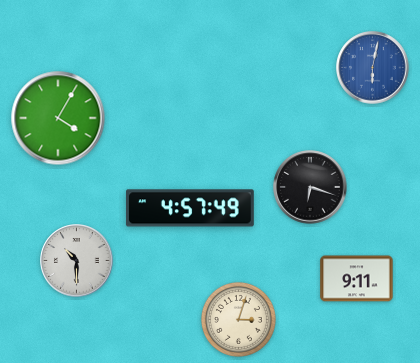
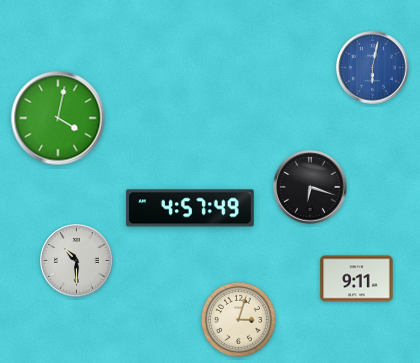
clock at (58, 118): 4:05 -> 4:02
